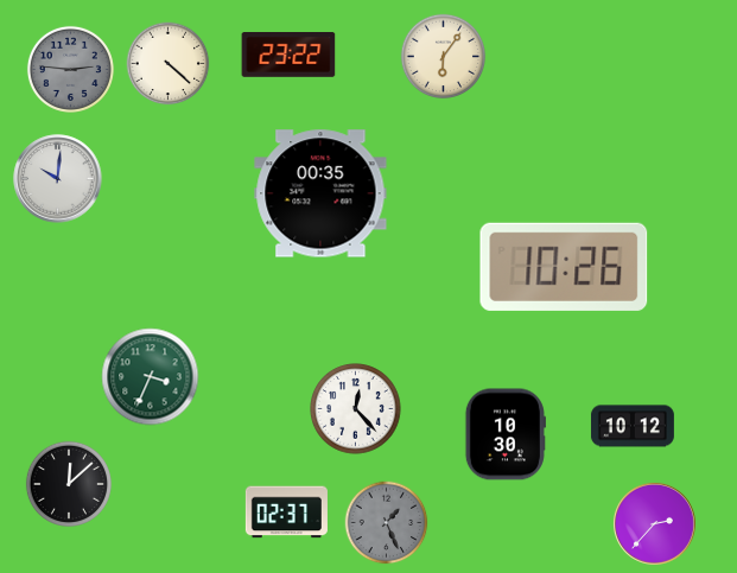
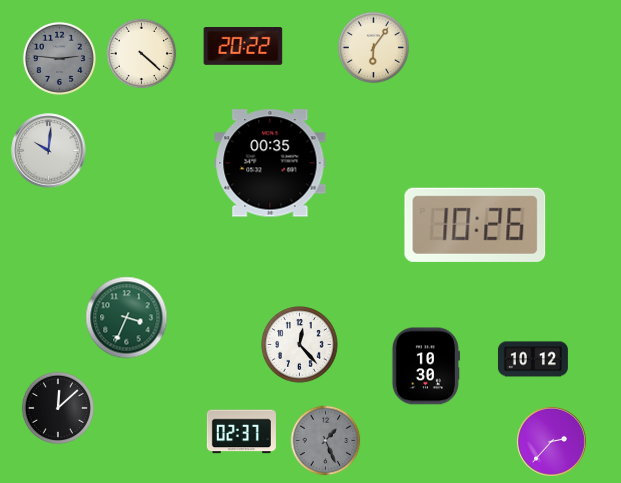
clock at (288, 56): 23:22 -> 20:22
